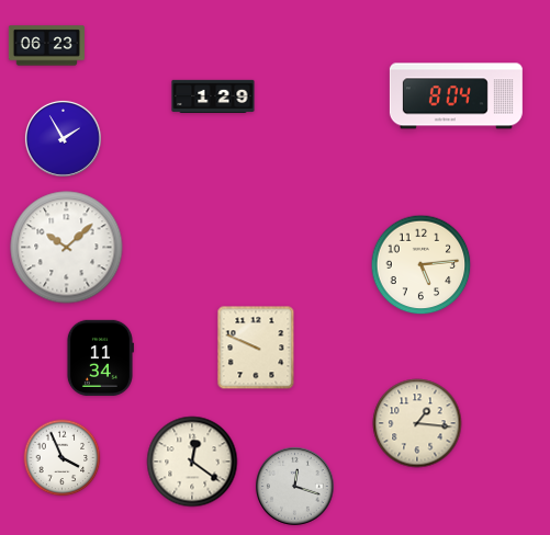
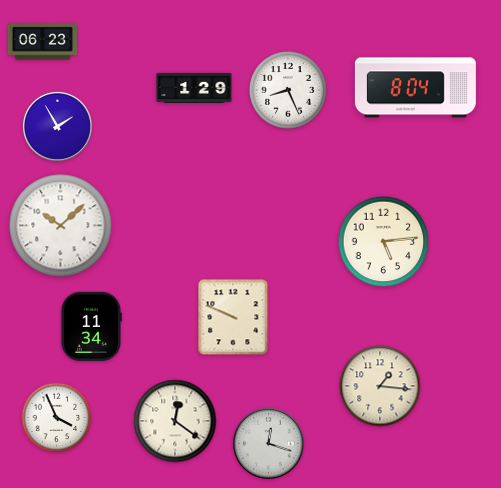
clock at (288, 90): none -> 8:26
